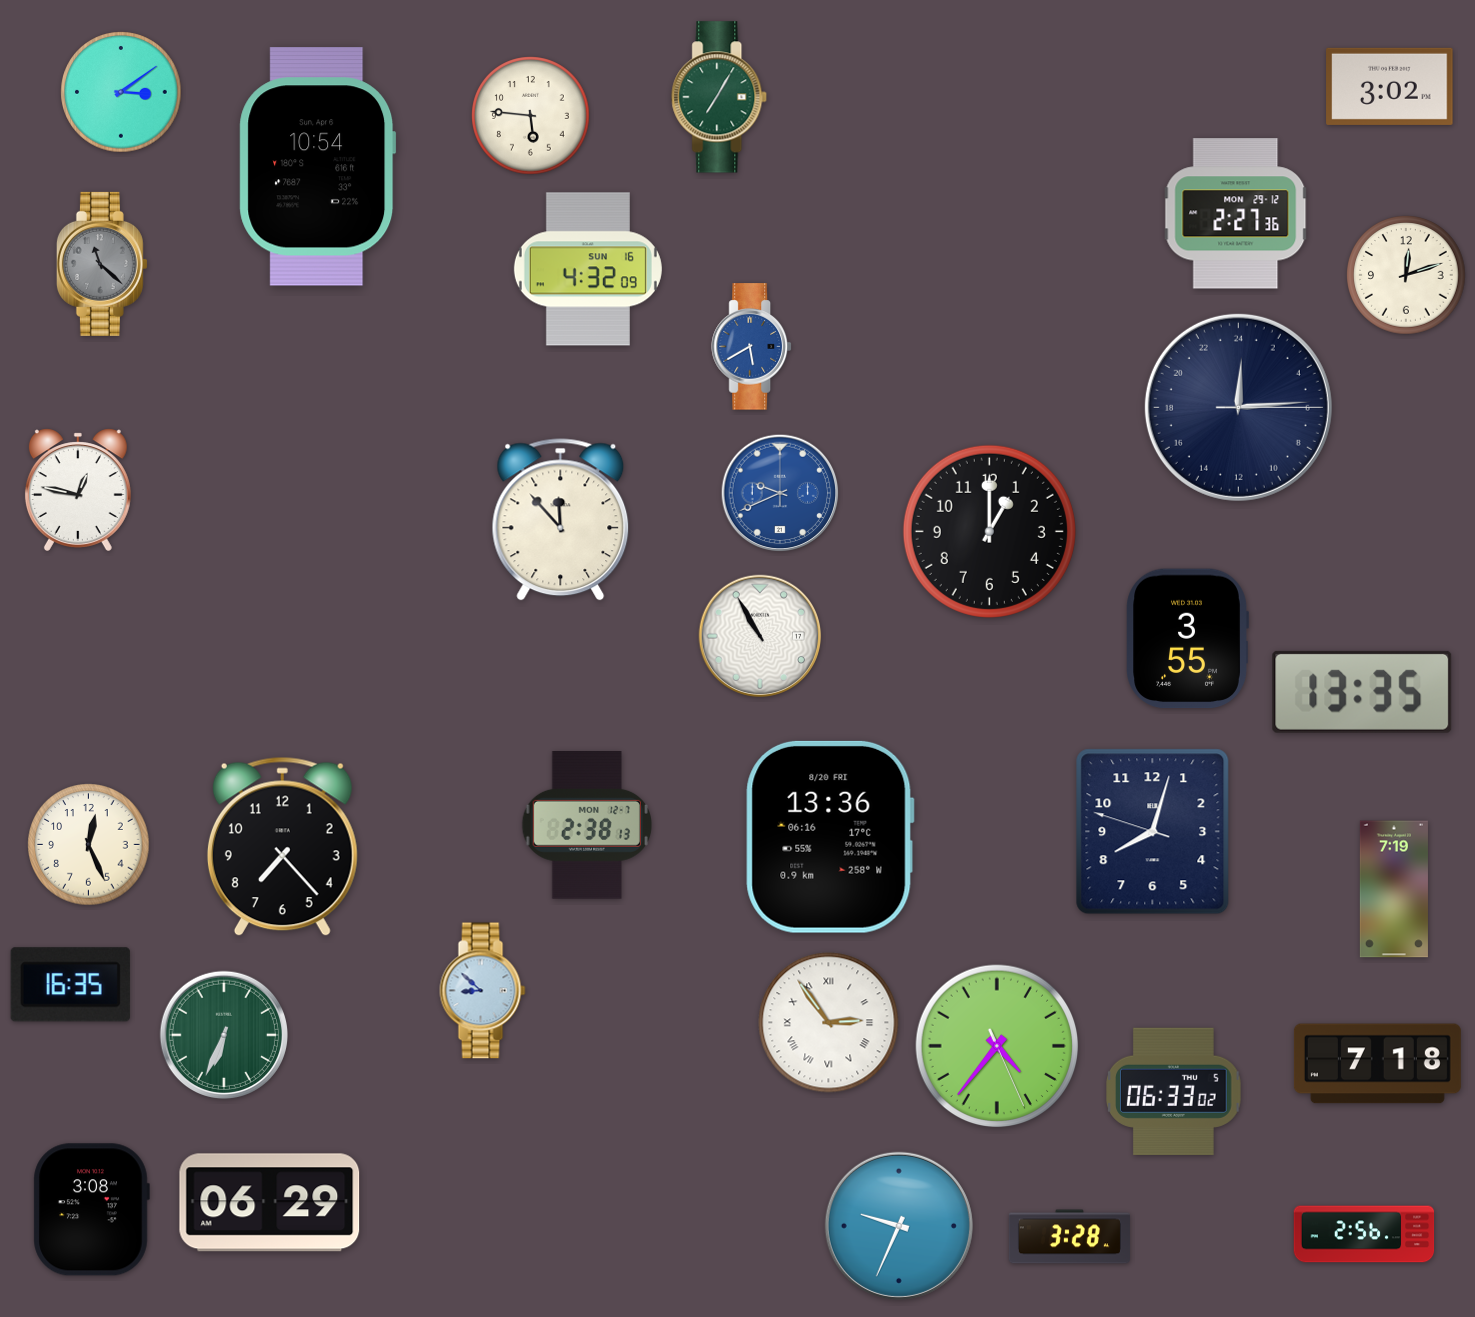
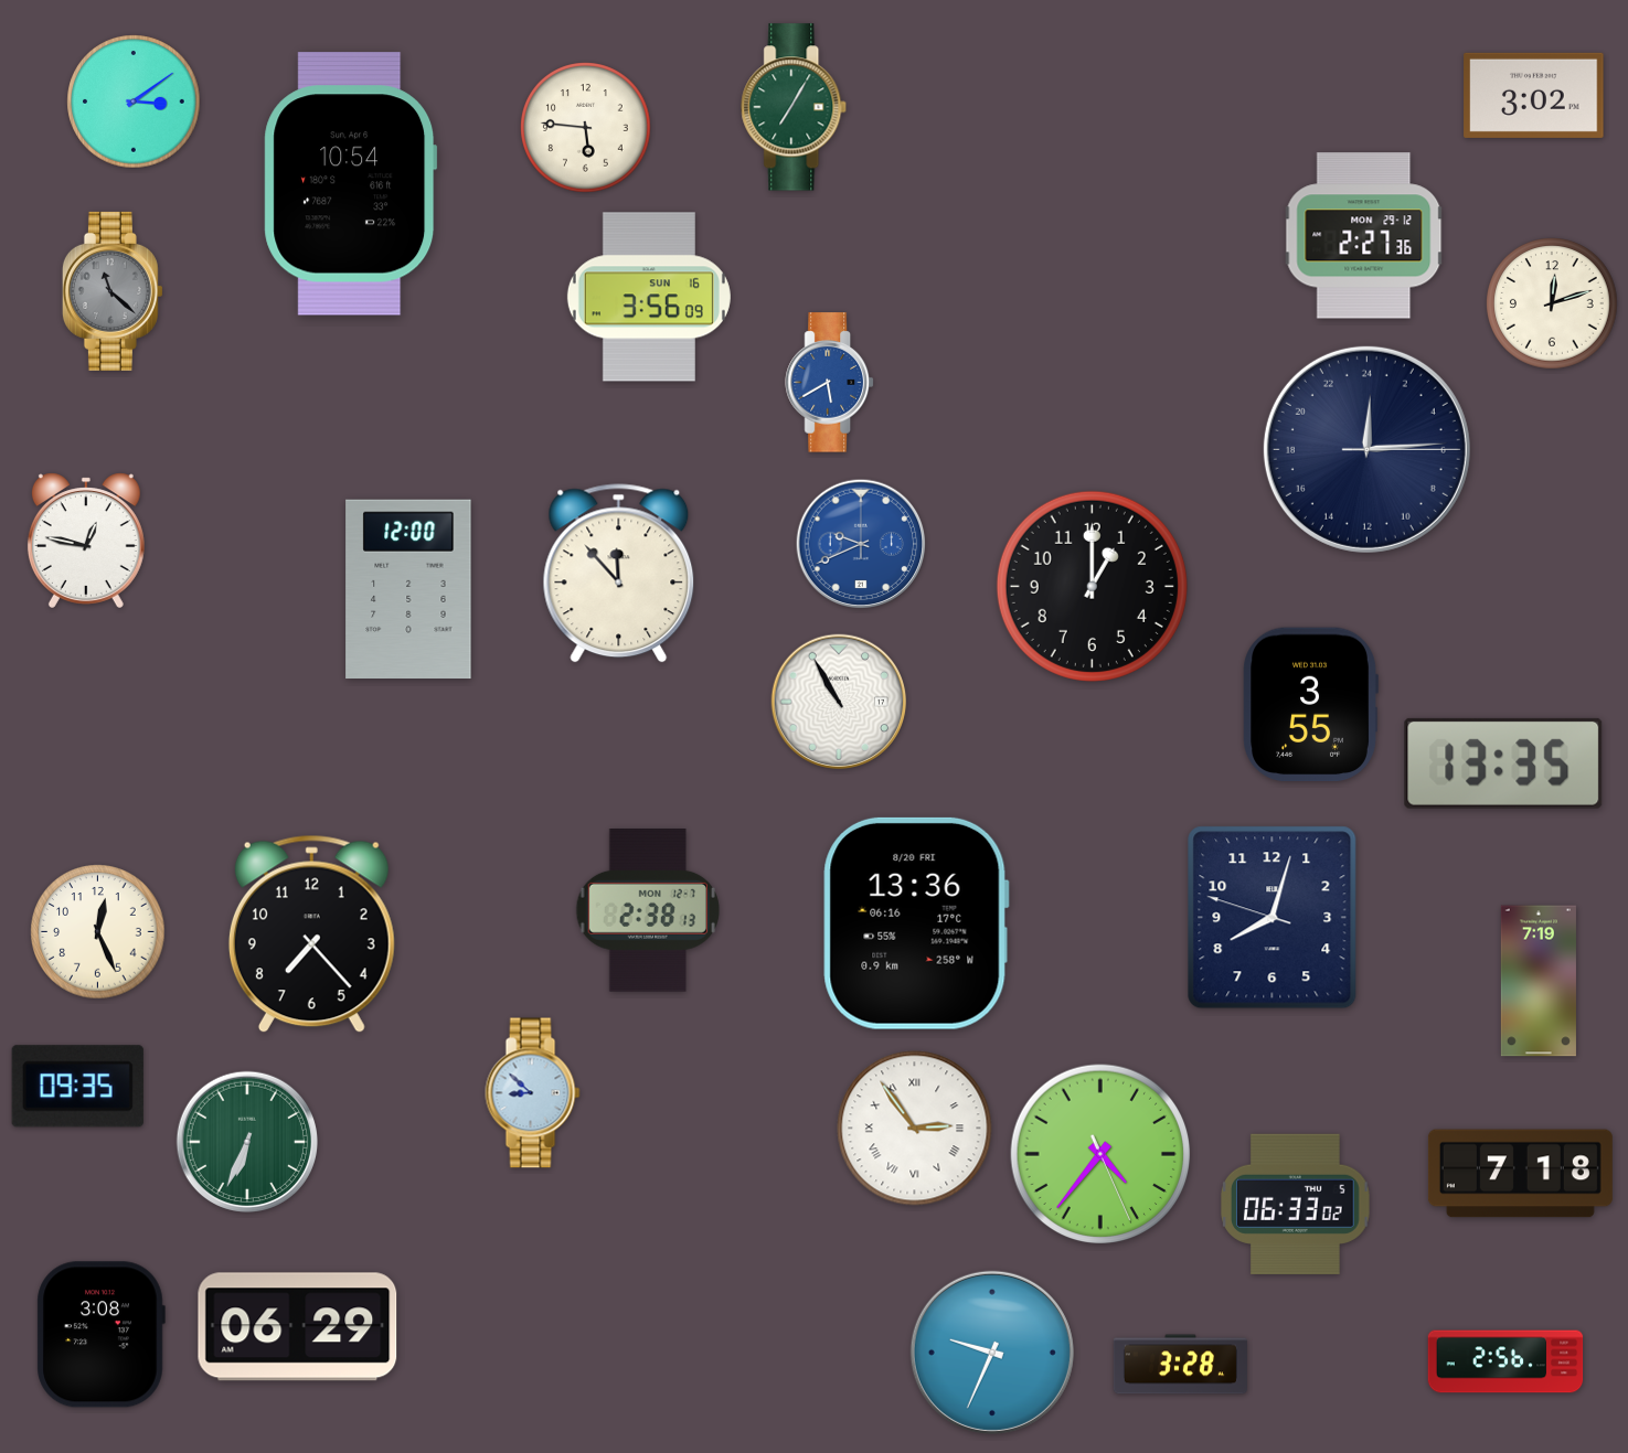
clock at (588, 269): 4:32 -> 3:56
clock at (408, 589): none -> 12:00
clock at (70, 985): 16:35 -> 09:35
